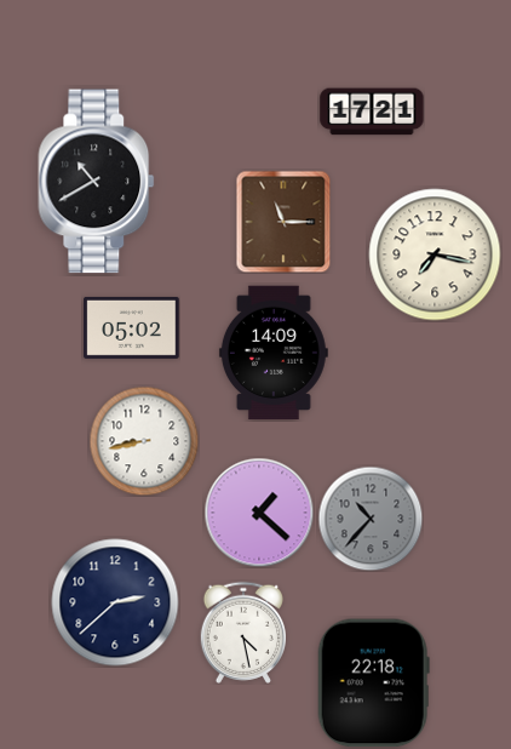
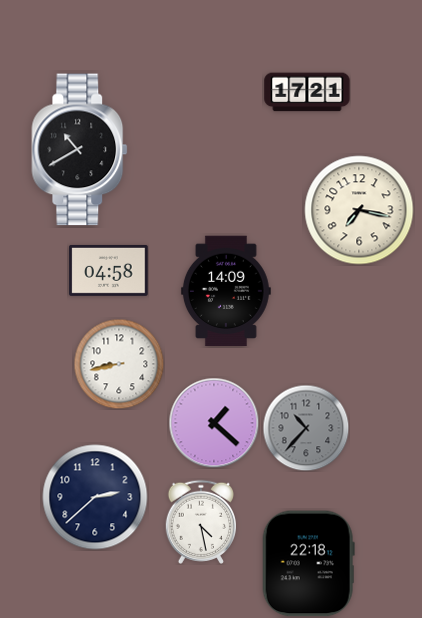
clock at (283, 222): 11:15 -> none
clock at (132, 327): 05:02 -> 04:58
